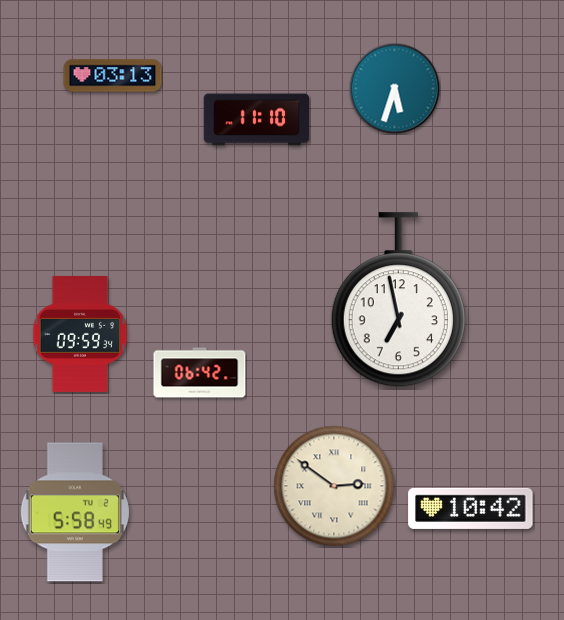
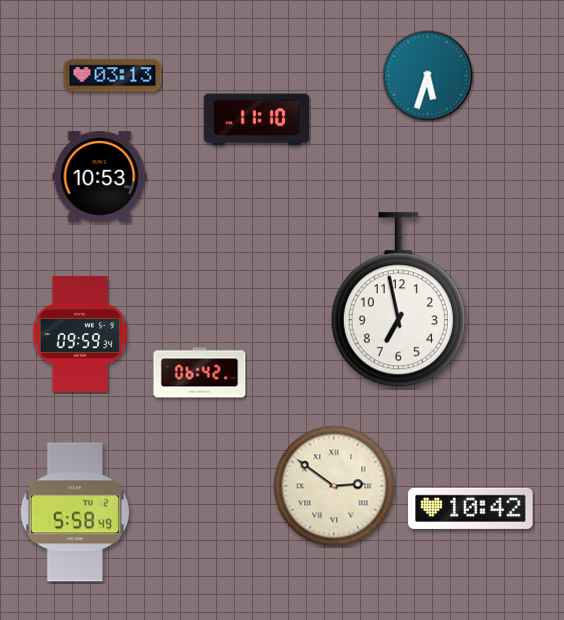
clock at (394, 88) position: (394, 88) -> (427, 75)
clock at (100, 177): none -> 10:53
